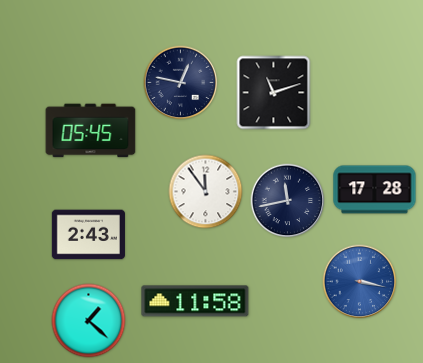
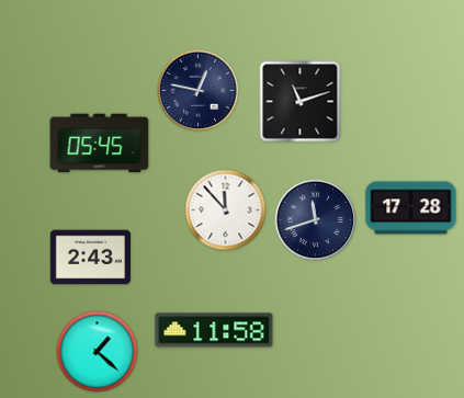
clock at (206, 192): 11:54 -> 11:53
clock at (288, 201): 11:43 -> 11:42
clock at (88, 235) position: (88, 235) -> (90, 258)
clock at (360, 282): 3:17 -> none
